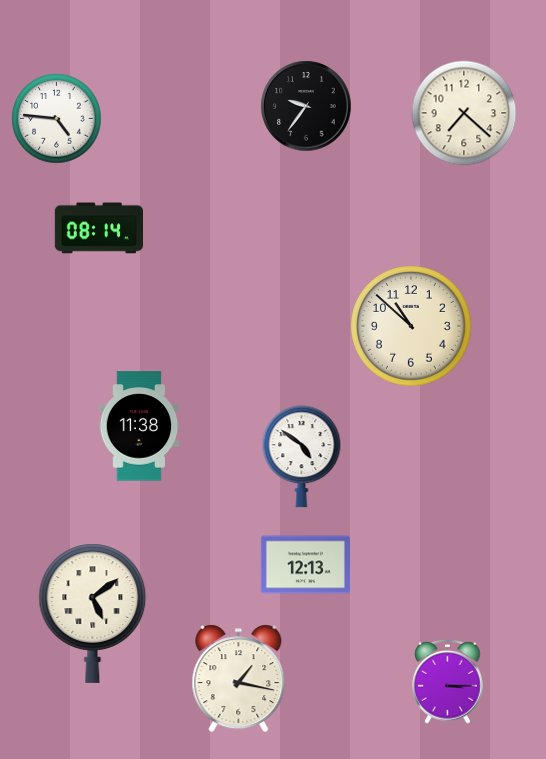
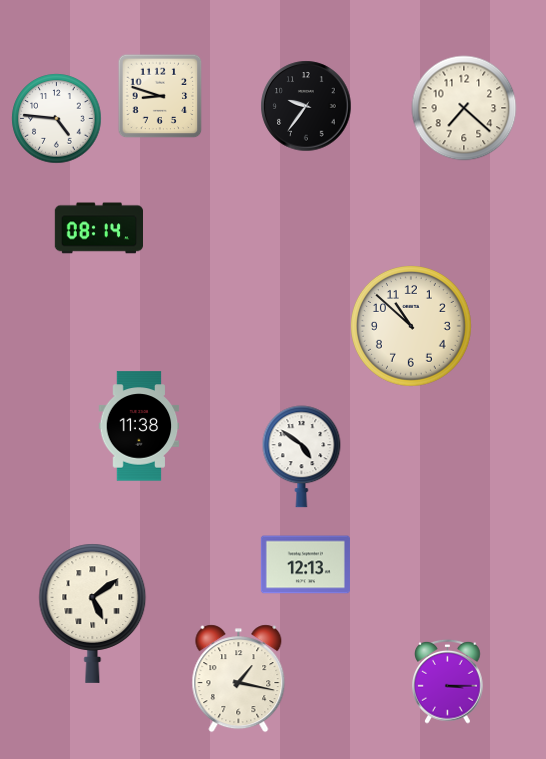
clock at (160, 96): none -> 8:48
clock at (464, 113) position: (464, 113) -> (464, 108)
